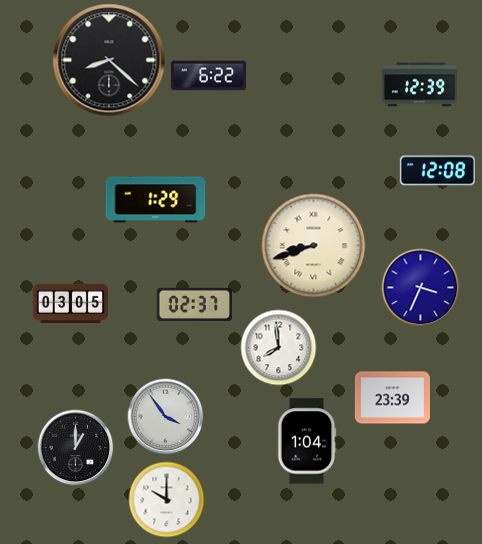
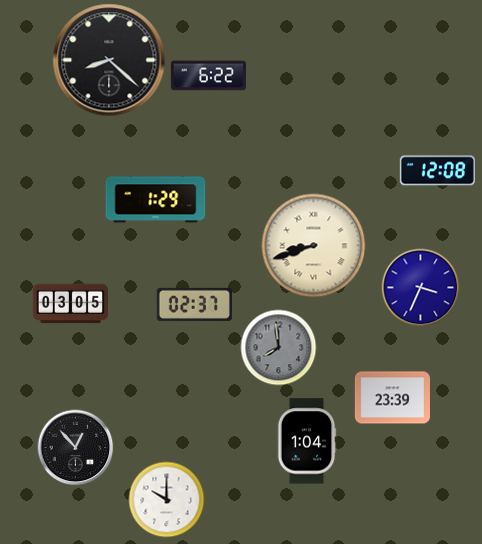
clock at (419, 85): 12:39 -> none
clock at (279, 348) dial: white -> grey
clock at (166, 417): 3:54 -> none
clock at (76, 448): 1:00 -> 12:53
